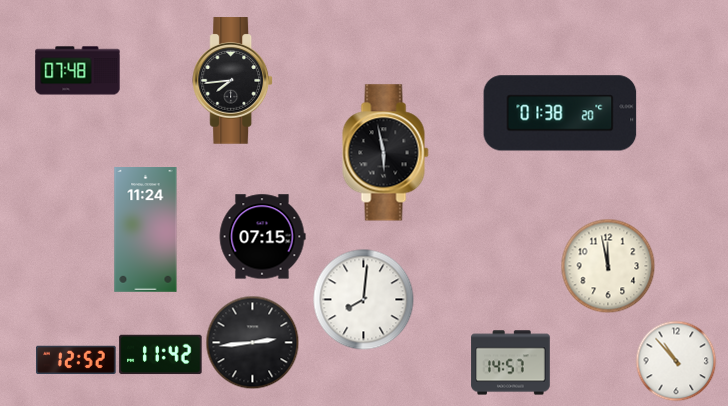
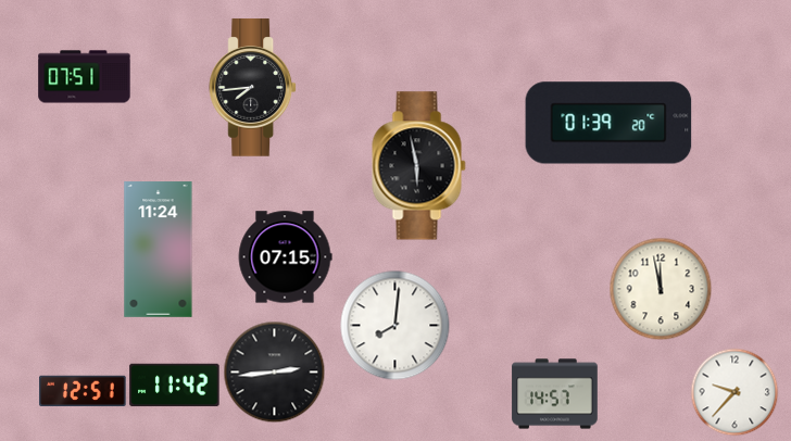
clock at (78, 71): 07:48 -> 07:51
clock at (560, 113): 01:38 -> 01:39
clock at (76, 359): 12:52 -> 12:51
clock at (676, 361): 10:53 -> 9:37
